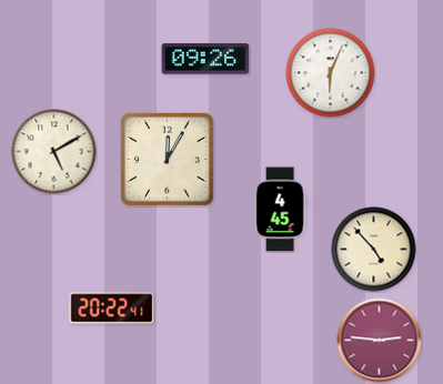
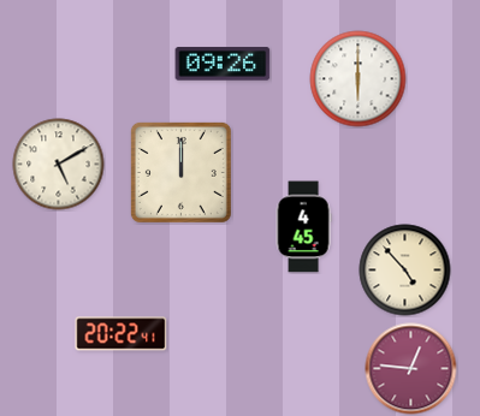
clock at (331, 73): 6:04 -> 6:00
clock at (167, 159): 12:05 -> 12:00
clock at (380, 341): 2:46 -> 12:46
